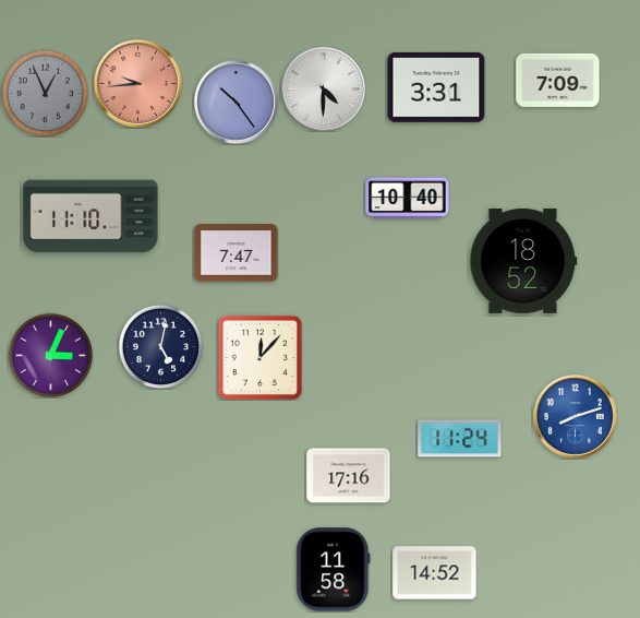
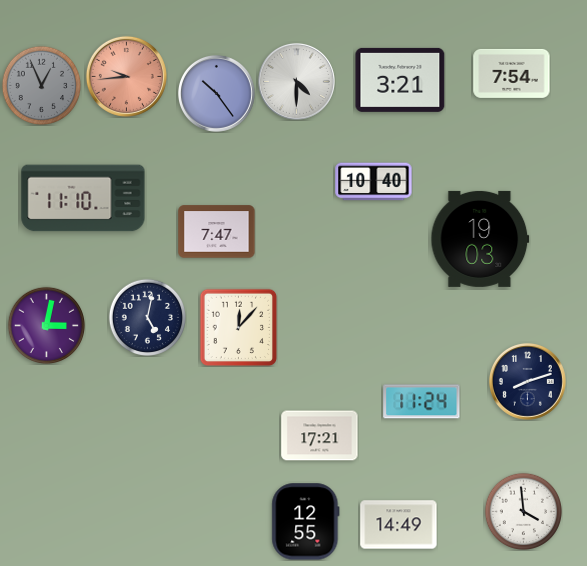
clock at (558, 80): 7:09 -> 7:54
clock at (436, 87): 3:31 -> 3:21
clock at (523, 261): 18:52 -> 19:03
clock at (50, 355): 3:04 -> 3:02
clock at (575, 416) dial: blue -> navy
clock at (349, 476): 17:16 -> 17:21
clock at (523, 511): none -> 3:59
clock at (334, 570): 11:58 -> 12:55
clock at (435, 573): 14:52 -> 14:49
